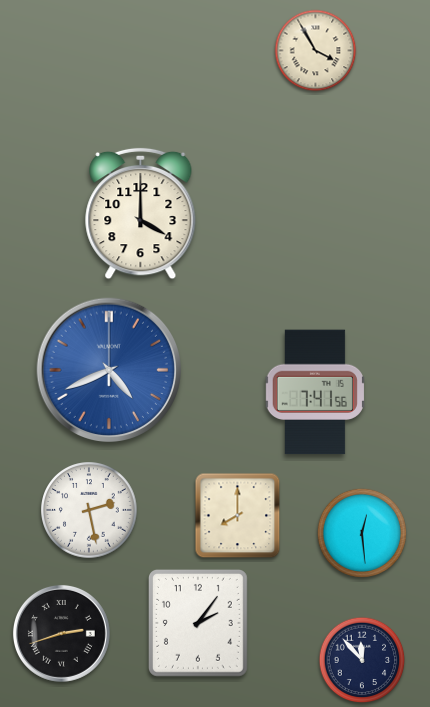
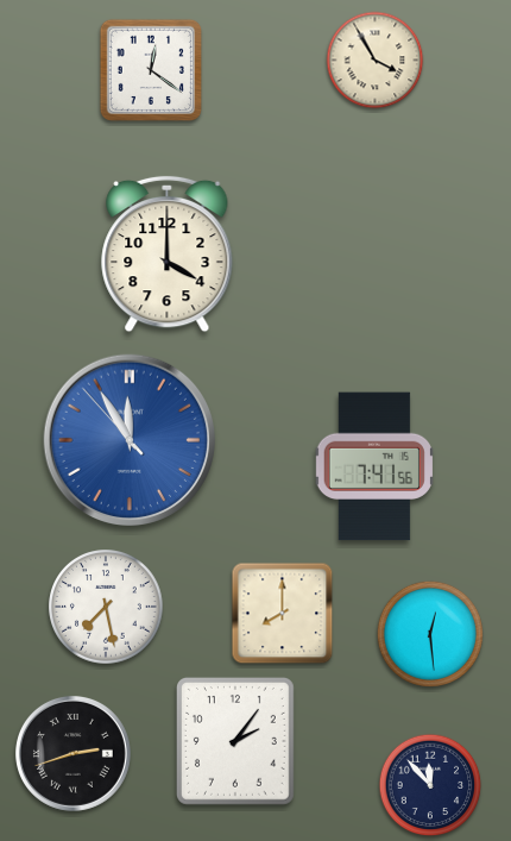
clock at (151, 70): none -> 12:21
clock at (108, 369): 4:41 -> 11:54
clock at (89, 510): 2:28 -> 7:28
